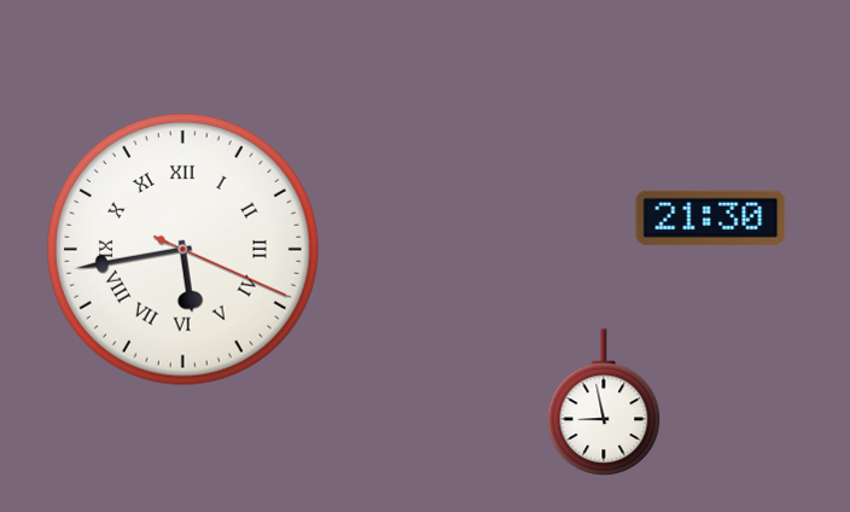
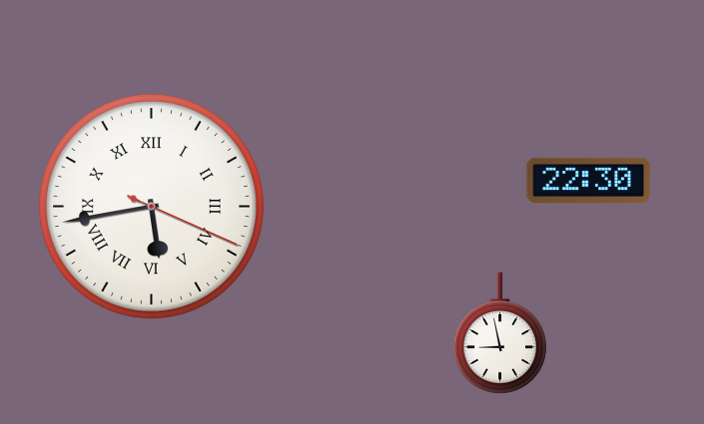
clock at (711, 217): 21:30 -> 22:30
